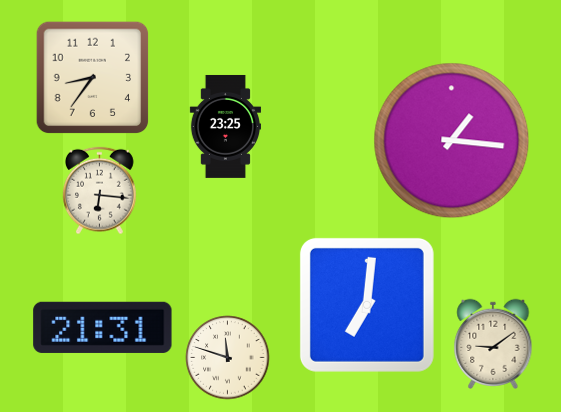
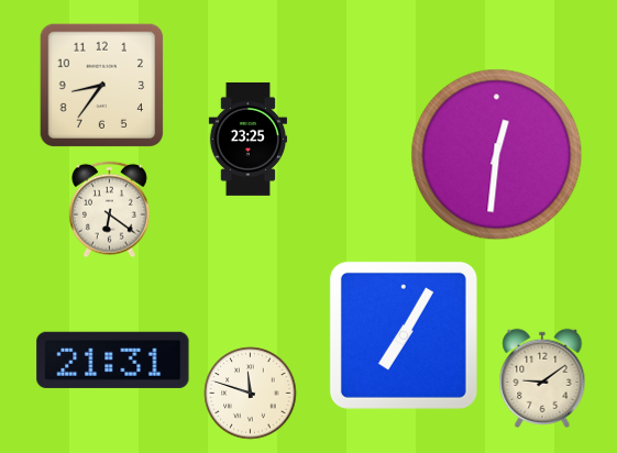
clock at (452, 141): 1:16 -> 12:31
clock at (100, 191): 6:16 -> 6:21
clock at (367, 305): 7:01 -> 7:05
